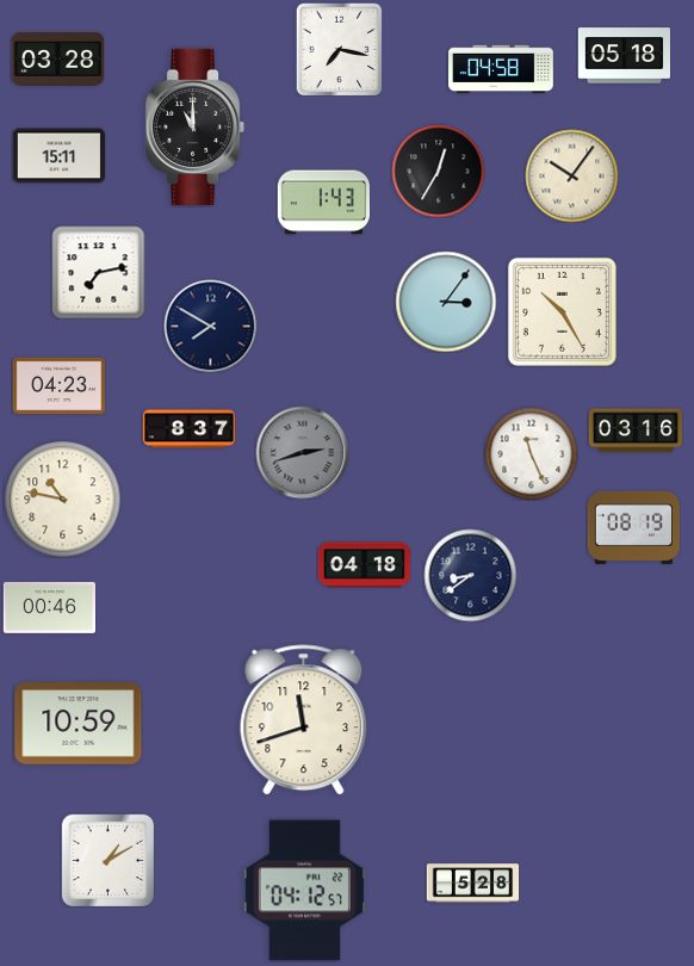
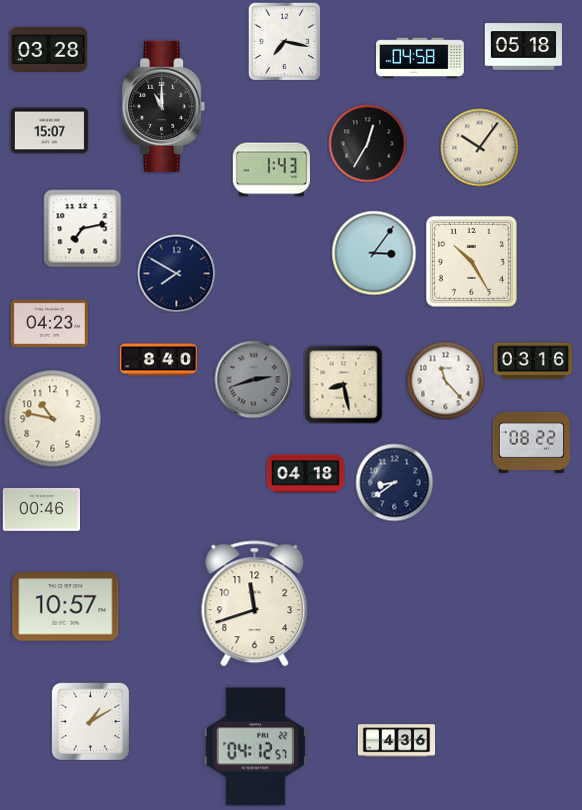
clock at (58, 156): 15:11 -> 15:07
clock at (188, 429): 8:37 -> 8:40
clock at (531, 453): 11:26 -> 11:23
clock at (343, 384): none -> 8:28
clock at (633, 527): 08:19 -> 08:22
clock at (79, 724): 10:59 -> 10:57
clock at (472, 884): 5:28 -> 4:36
